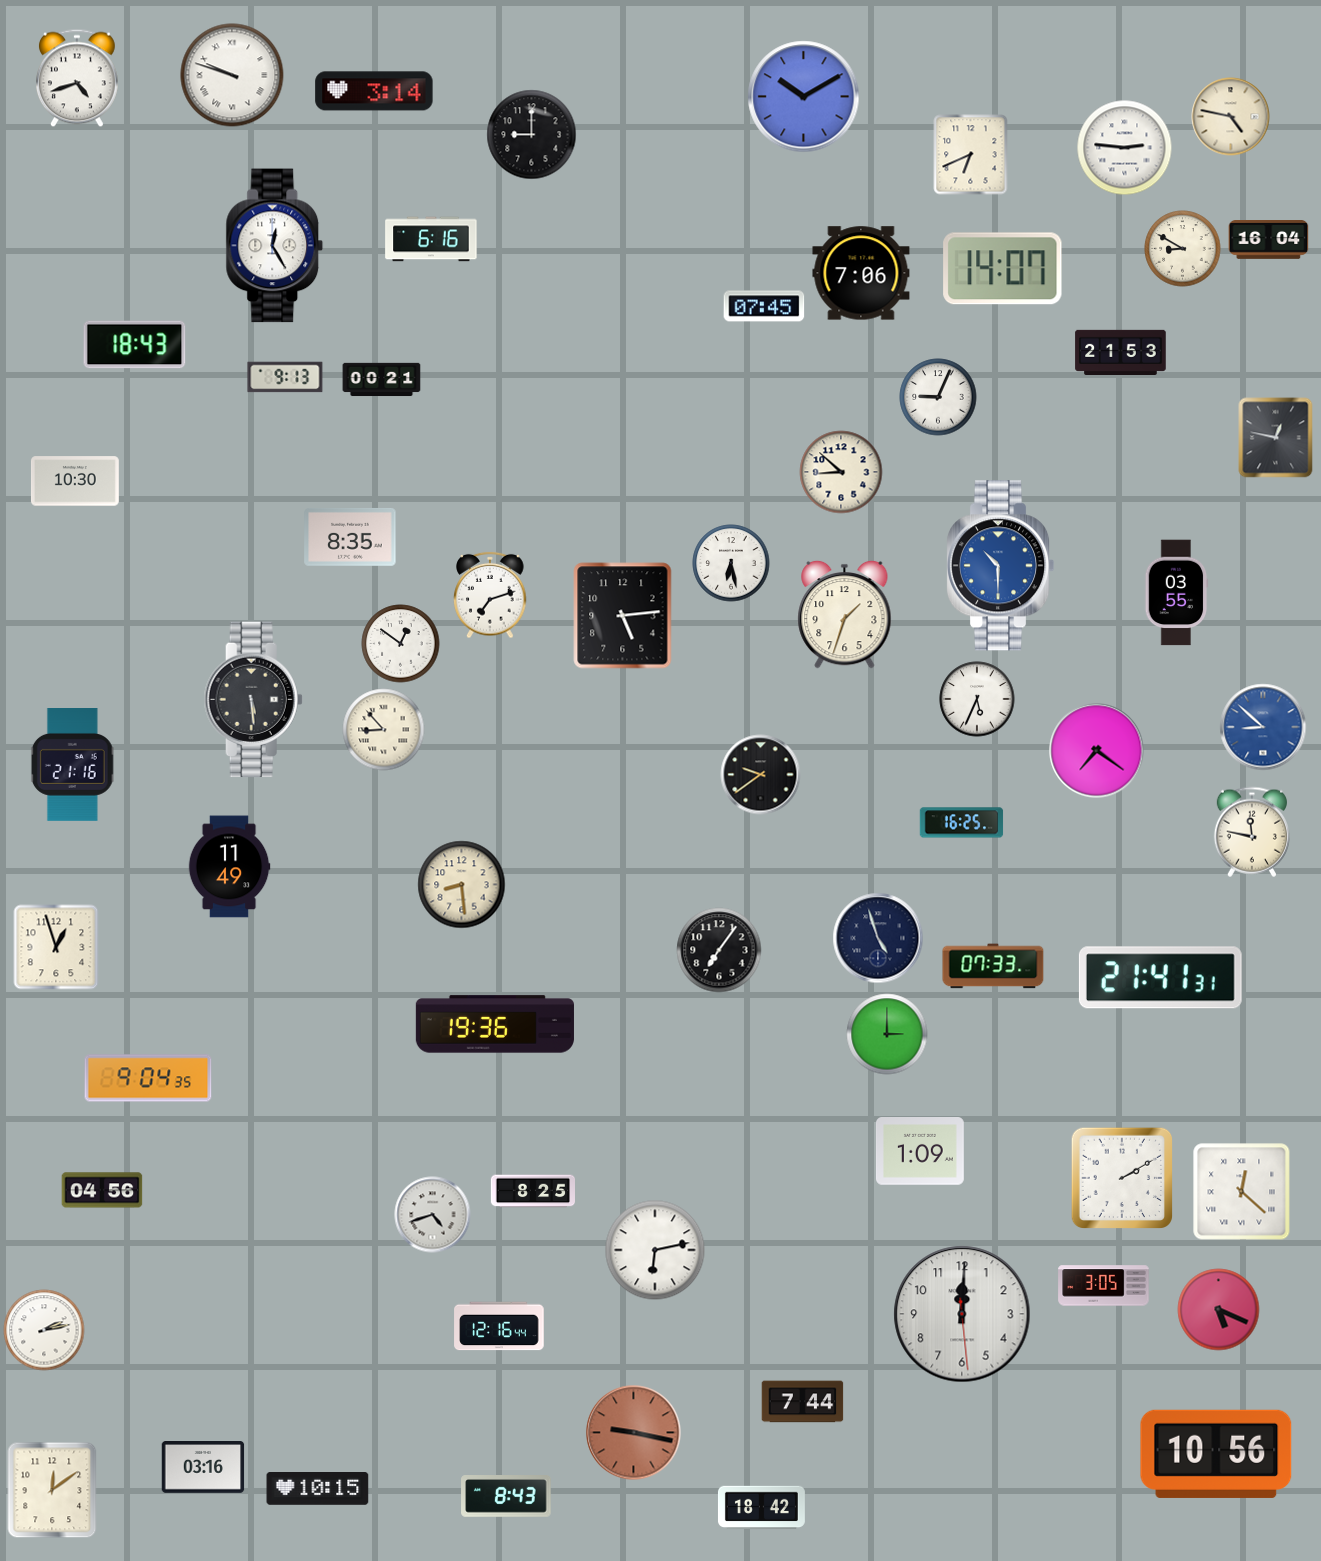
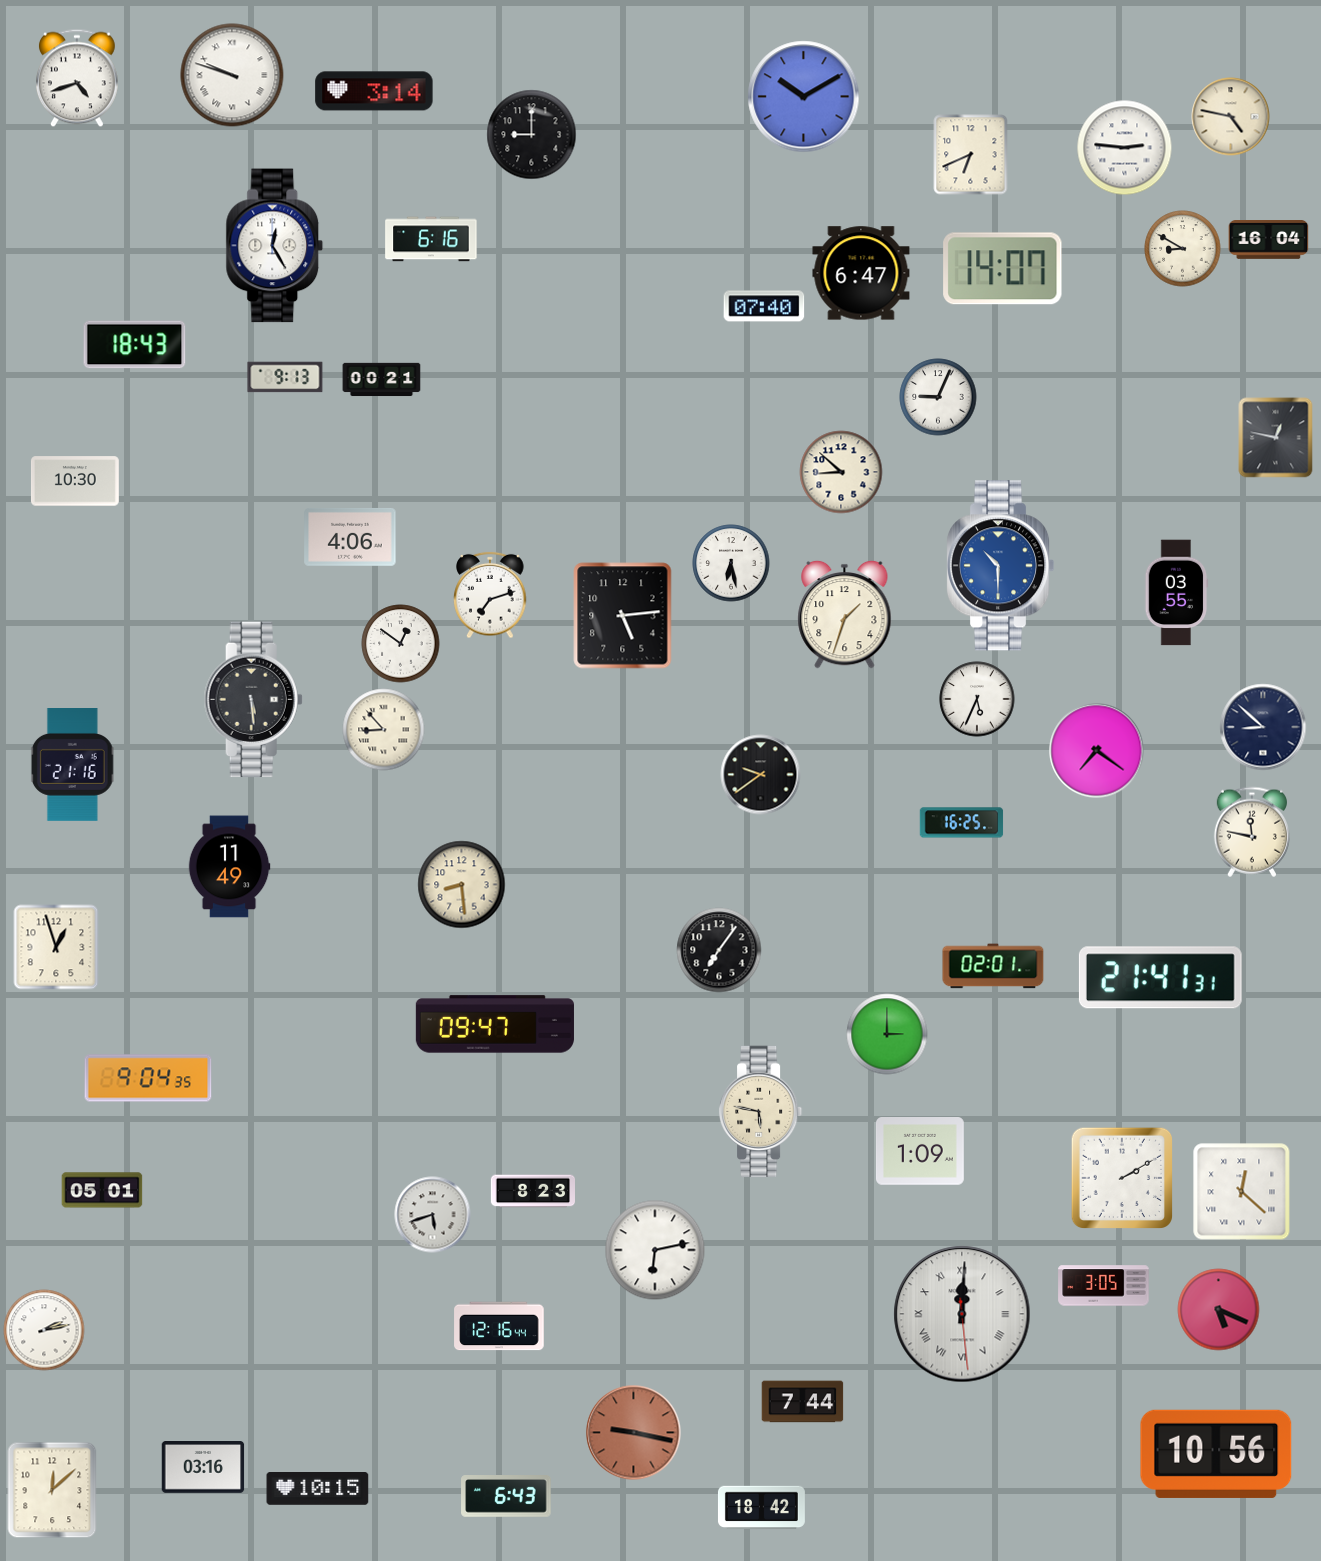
clock at (861, 273): 7:06 -> 6:47
clock at (764, 306): 07:45 -> 07:40
clock at (1121, 352): 21:53 -> none
clock at (350, 537): 8:35 -> 4:06
clock at (1263, 727) dial: blue -> navy
clock at (878, 938): 4:57 -> none
clock at (993, 966): 07:33 -> 02:01
clock at (495, 1024): 19:36 -> 09:47
clock at (761, 1112): none -> 5:47
clock at (102, 1190): 04:56 -> 05:01
clock at (532, 1191): 8:25 -> 8:23
clock at (433, 1215): 4:42 -> 5:42
clock at (962, 1314) numerals: Arabic -> Roman
clock at (52, 1490): 12:09 -> 12:08
clock at (506, 1497): 8:43 -> 6:43
